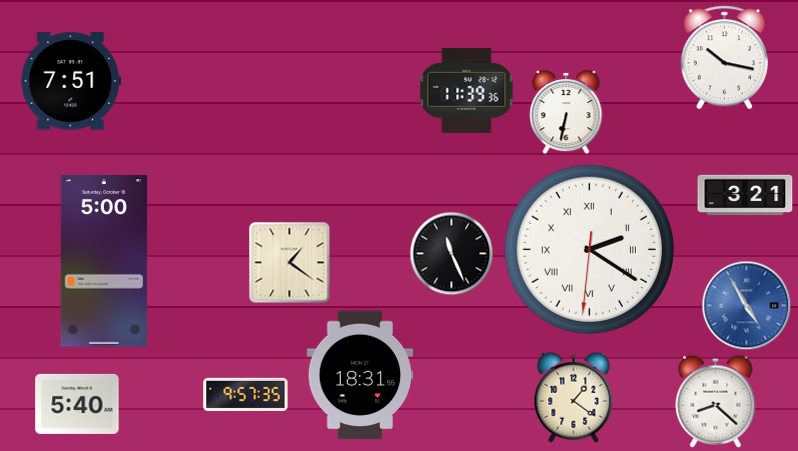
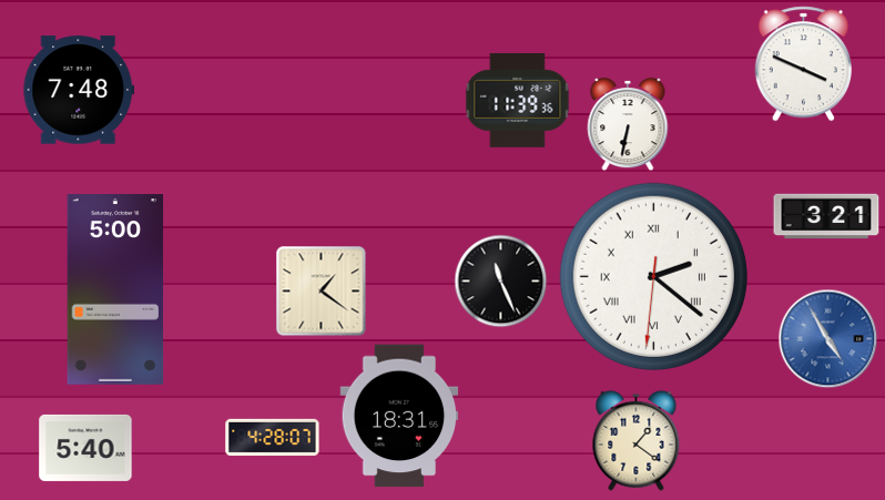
clock at (724, 58): 10:17 -> 3:49
clock at (71, 81): 7:51 -> 7:48
clock at (589, 249): 2:20 -> 2:21
clock at (246, 394): 9:57 -> 4:28
clock at (716, 401): 8:22 -> none
